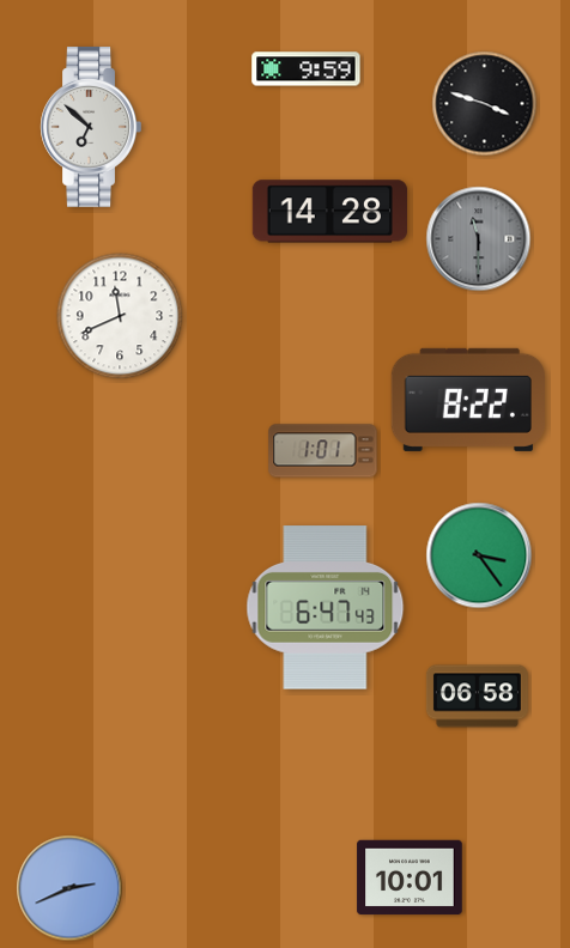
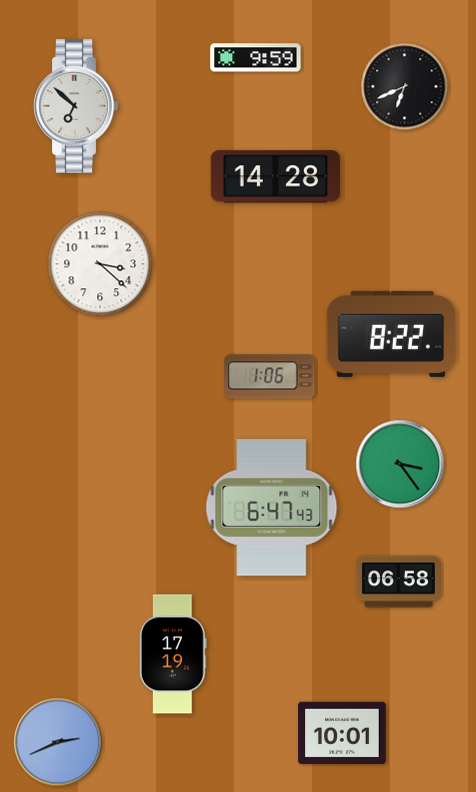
clock at (485, 104): 3:48 -> 6:41
clock at (479, 239): 11:30 -> none
clock at (120, 316): 11:41 -> 3:22
clock at (323, 451): 1:01 -> 1:06
clock at (174, 654): none -> 17:19
